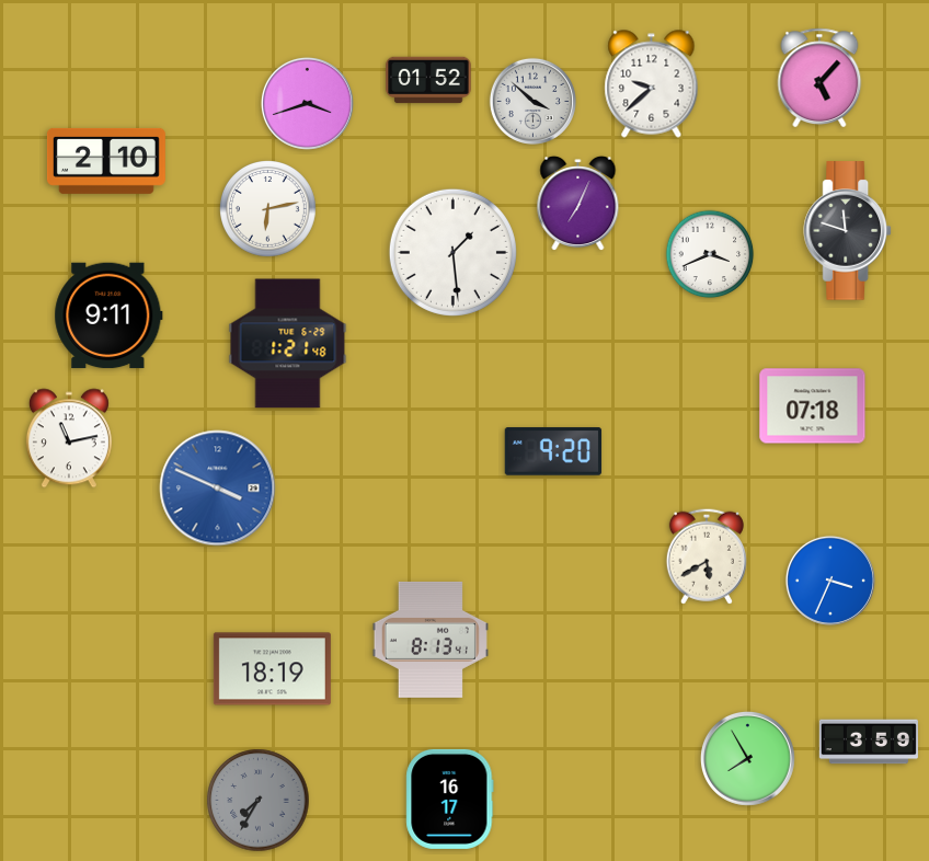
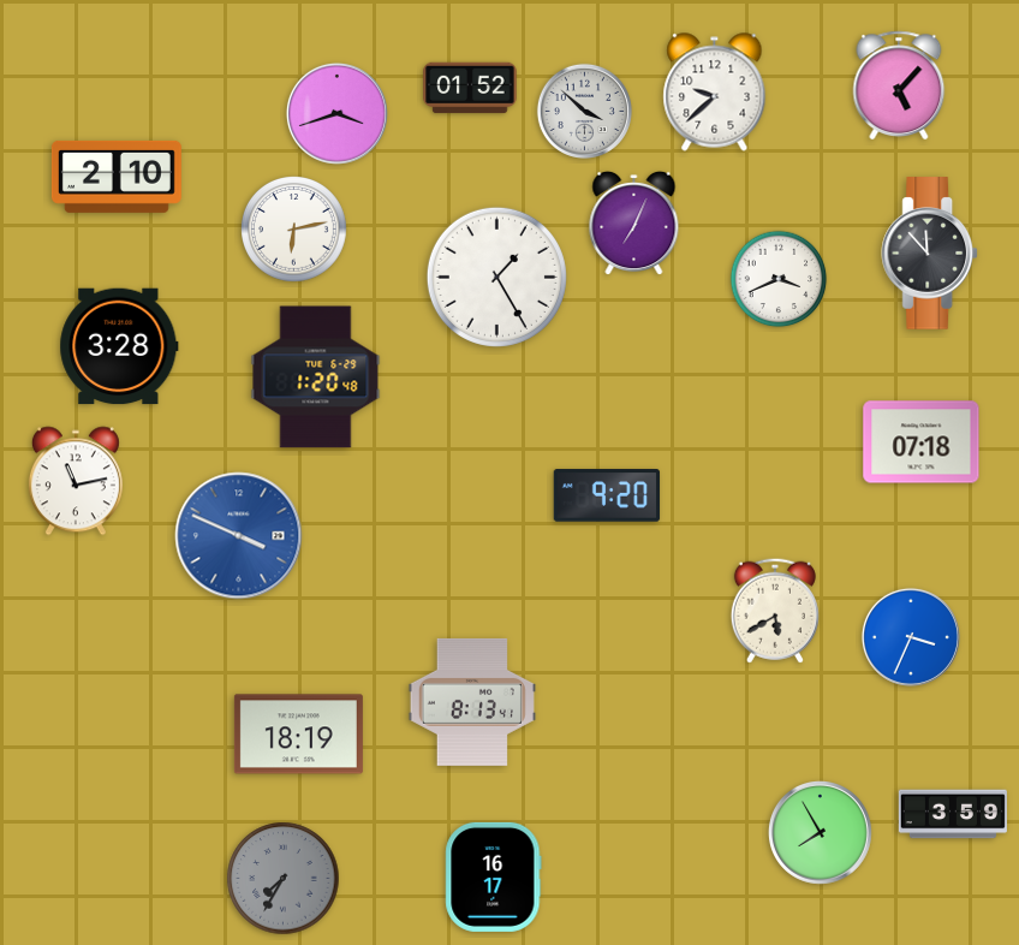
clock at (848, 231): 11:48 -> 11:53
clock at (452, 252): 1:29 -> 1:25
clock at (108, 315): 9:11 -> 3:28
clock at (288, 344): 1:21 -> 1:20
clock at (813, 406) position: (813, 406) -> (922, 442)
